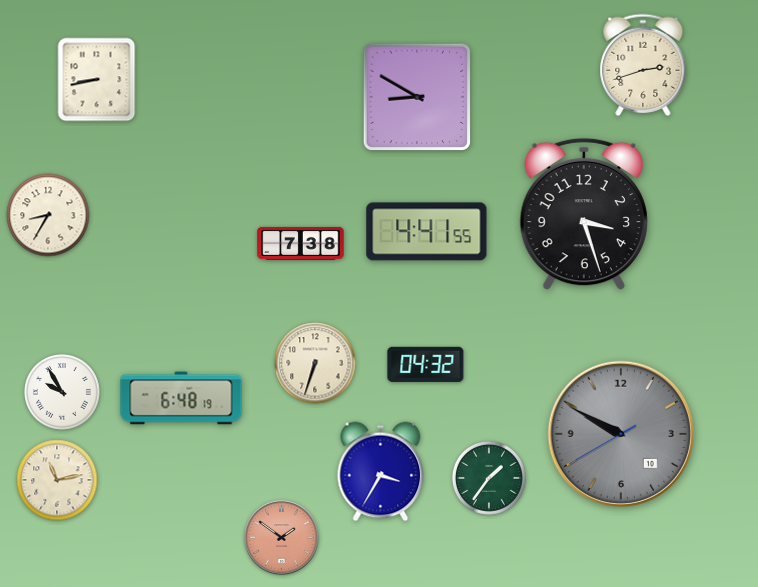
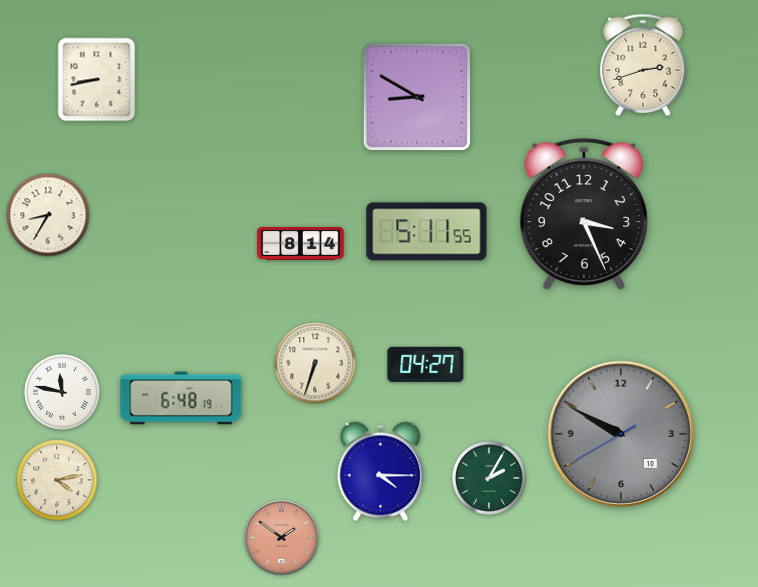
clock at (584, 214): 3:27 -> 3:26
clock at (427, 232): 4:41 -> 5:11
clock at (301, 243): 7:38 -> 8:14
clock at (426, 364): 04:32 -> 04:27
clock at (62, 392): 9:55 -> 11:47
clock at (381, 472): 3:35 -> 4:15
clock at (489, 478): 1:36 -> 2:05
clock at (57, 480): 11:13 -> 4:13
